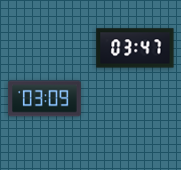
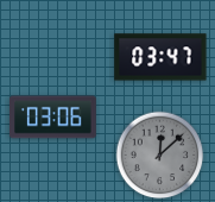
clock at (45, 99): 03:09 -> 03:06
clock at (160, 156): none -> 12:08
